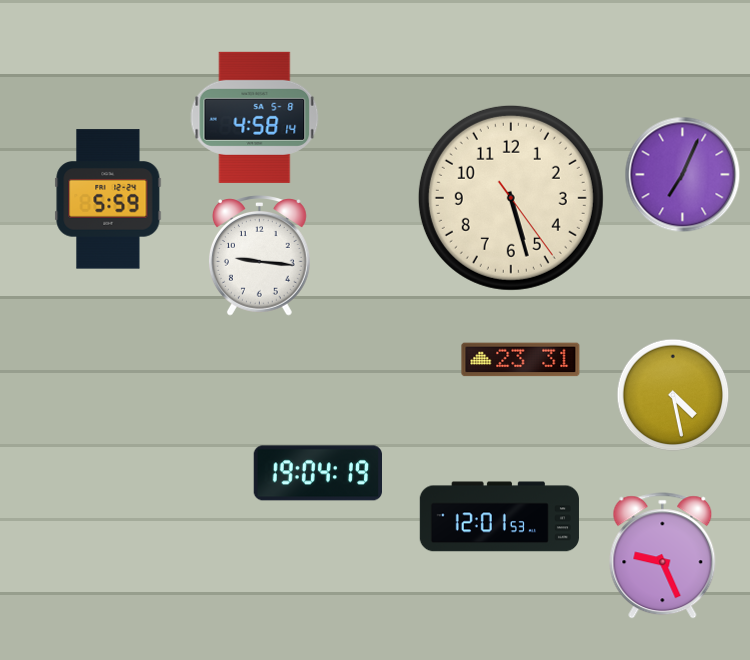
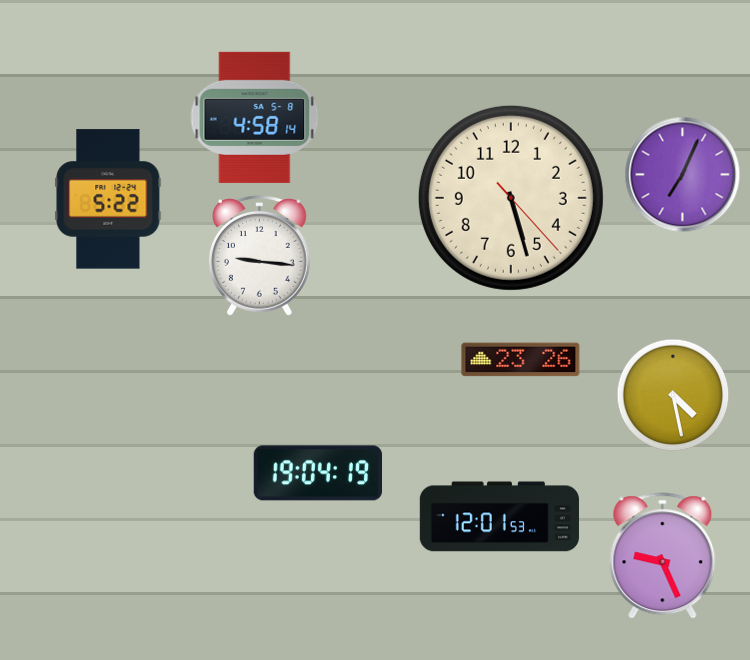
clock at (511, 198): 5:27:24 -> 5:27:23
clock at (108, 199): 5:59 -> 5:22
clock at (521, 360): 23:31 -> 23:26
